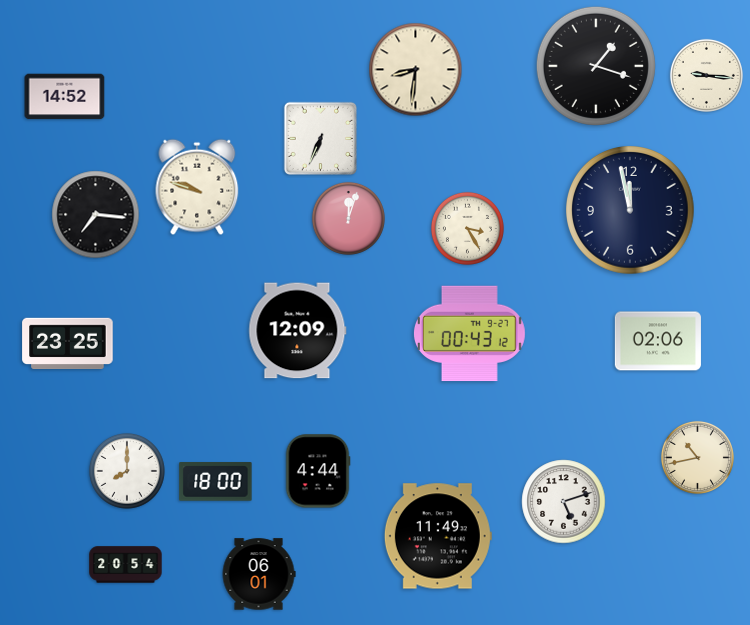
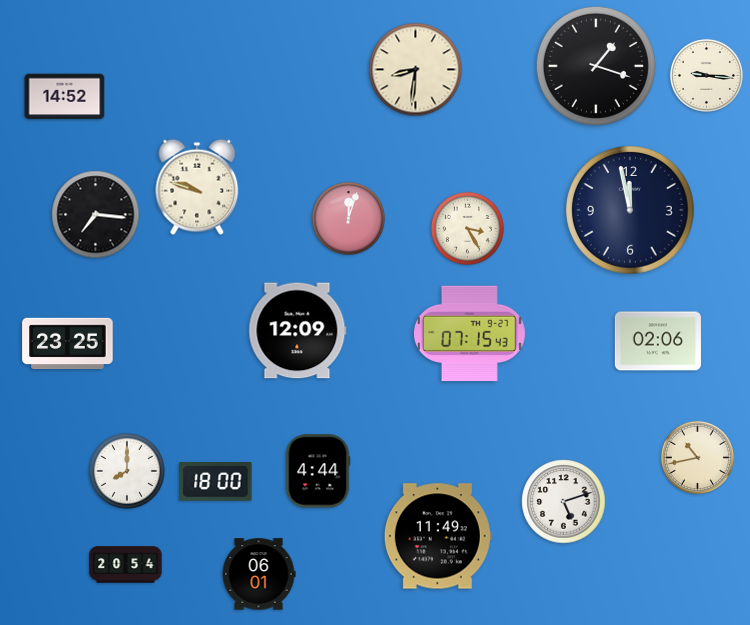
clock at (320, 138): 6:34 -> none
clock at (469, 334): 00:43 -> 07:15
